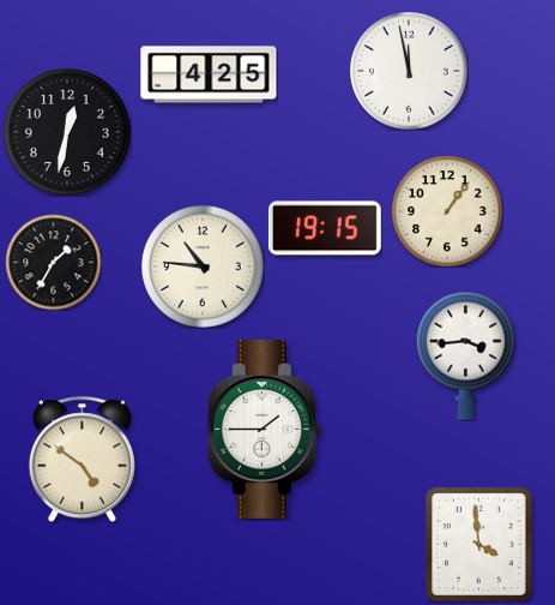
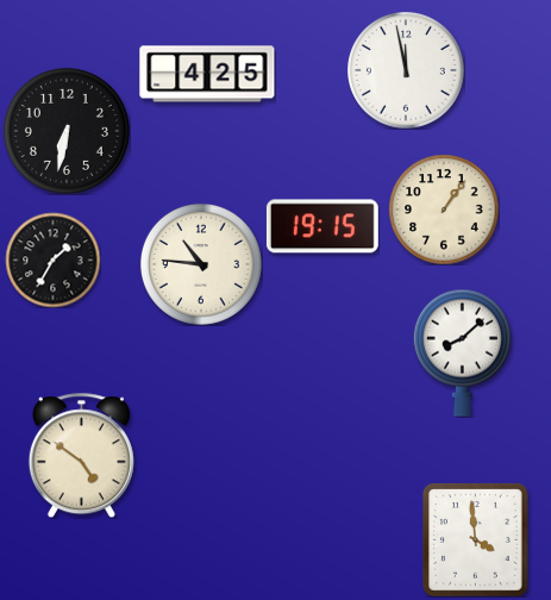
clock at (67, 132): 12:32 -> 6:32
clock at (465, 355): 3:44 -> 8:08
clock at (264, 429): 1:45 -> none
